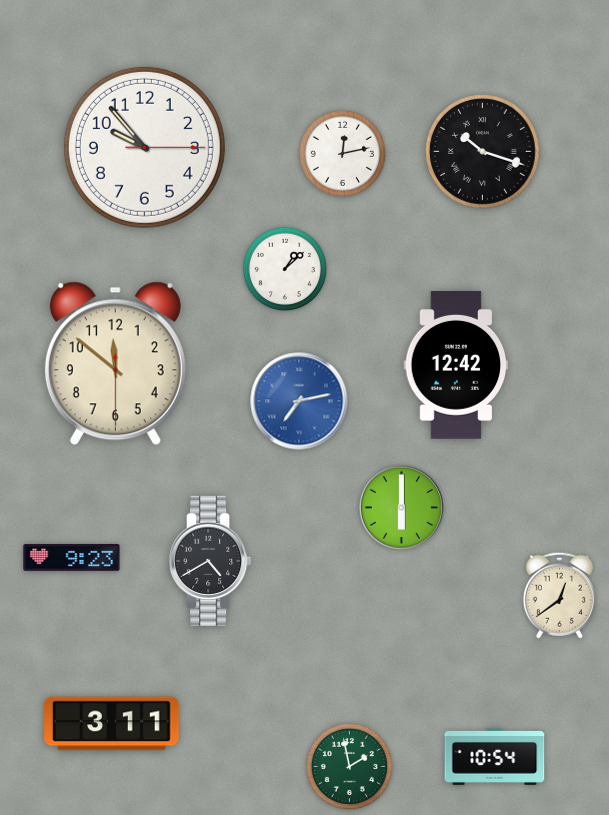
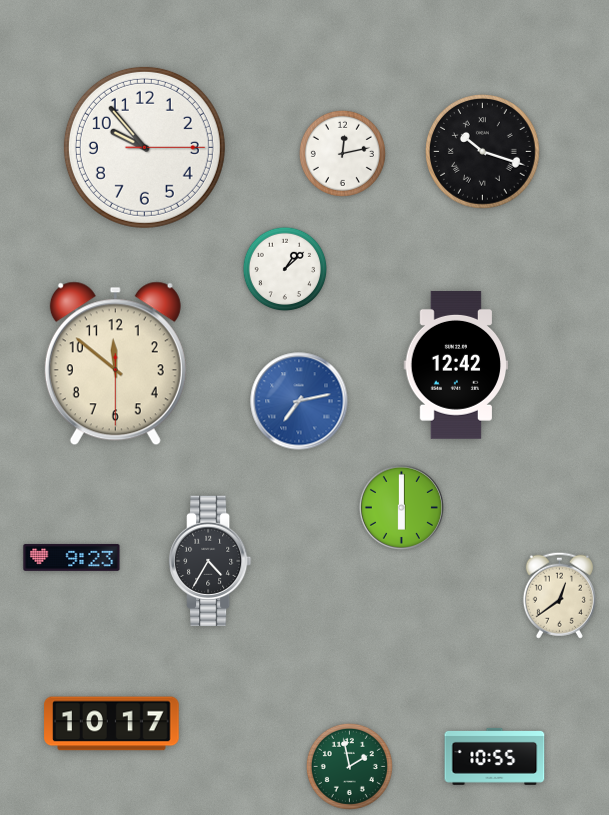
clock at (211, 560): 4:40 -> 4:35
clock at (112, 724): 3:11 -> 10:17
clock at (495, 756): 10:54 -> 10:55
